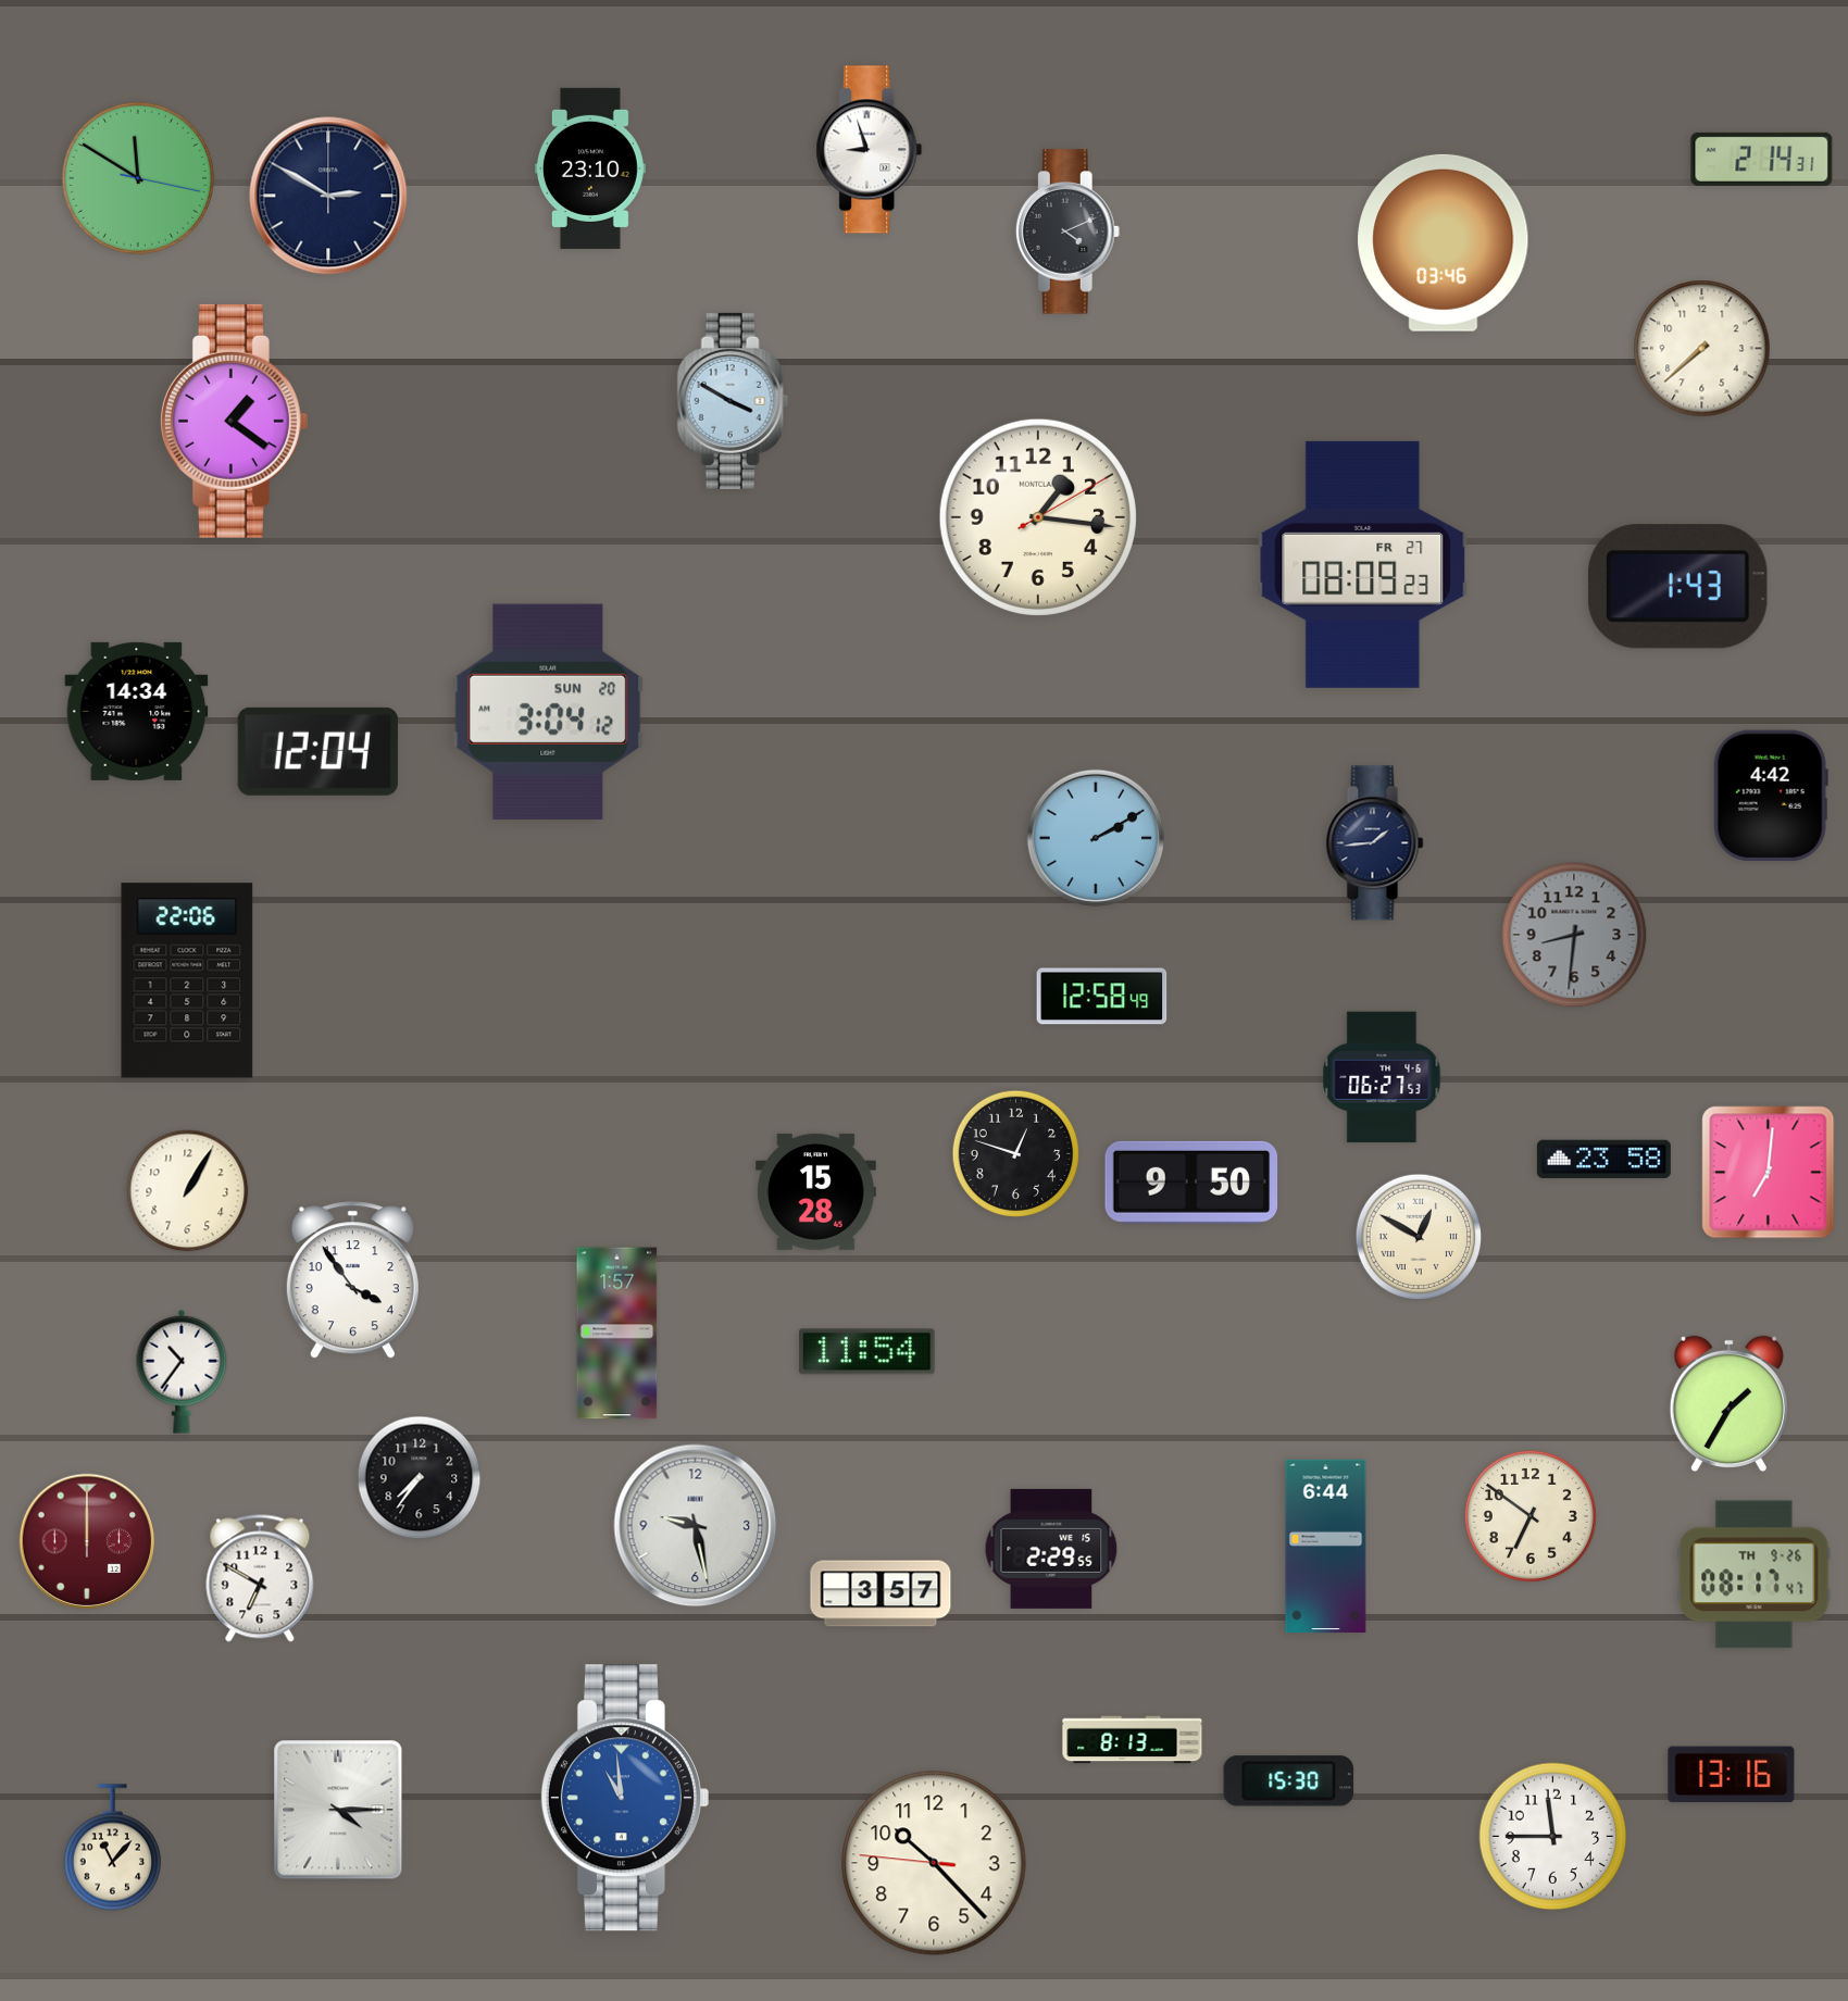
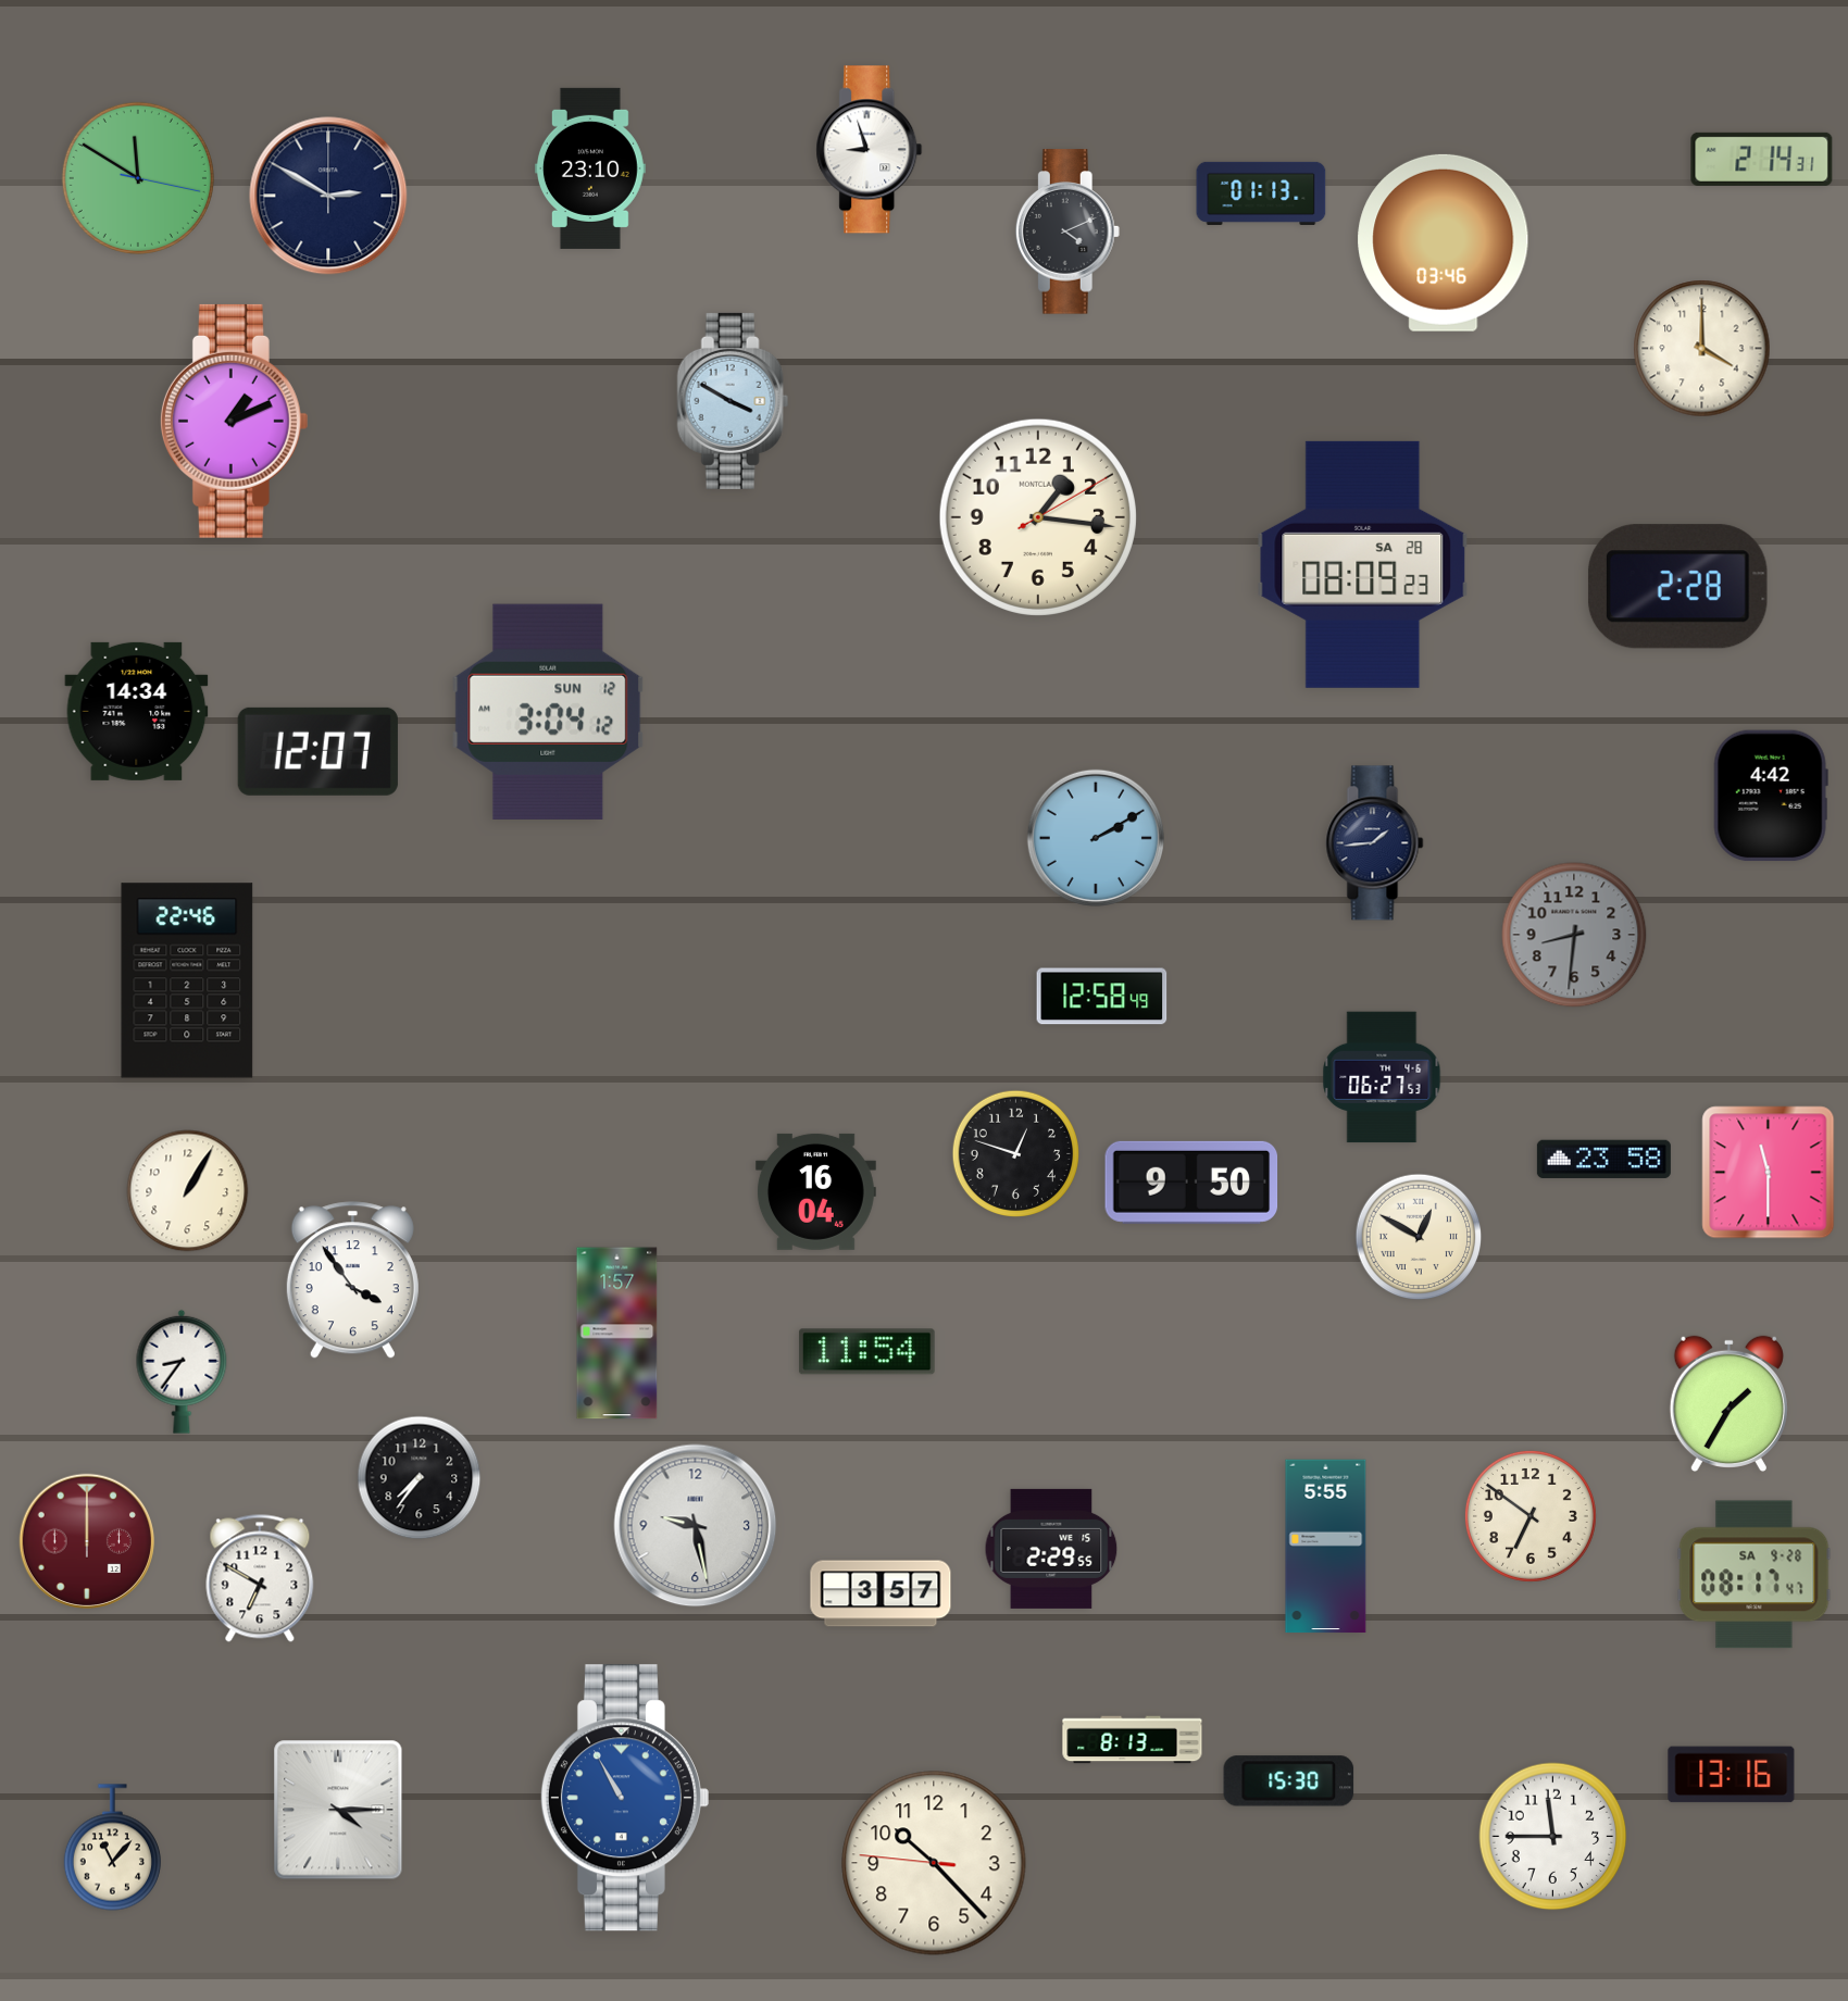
clock at (1261, 193): none -> 01:13
clock at (1702, 349): 7:38 -> 4:00
clock at (234, 421): 1:21 -> 1:11
clock at (1363, 564) date: FR 27 -> SA 28
clock at (1677, 587): 1:43 -> 2:28
clock at (548, 712) date: SUN 20 -> SUN 12
clock at (317, 751): 12:04 -> 12:07
clock at (187, 980): 22:06 -> 22:46
clock at (1769, 1173): 7:01 -> 11:30
clock at (815, 1191): 15:28 -> 16:04
clock at (182, 1372): 10:36 -> 8:36
clock at (1326, 1547): 6:44 -> 5:55
clock at (1755, 1575) date: TH 9-26 -> SA 9-28
clock at (624, 1798): 10:59 -> 10:55
